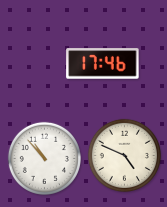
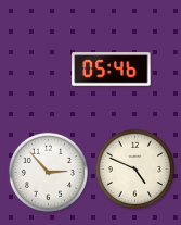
clock at (103, 64): 17:46 -> 05:46
clock at (44, 158): 10:53 -> 2:53
